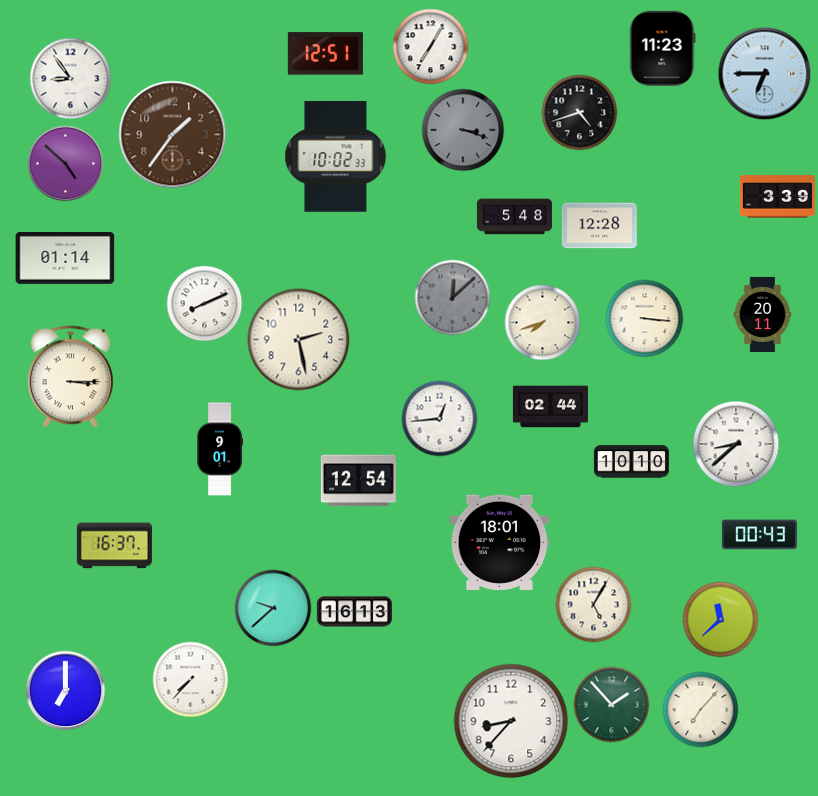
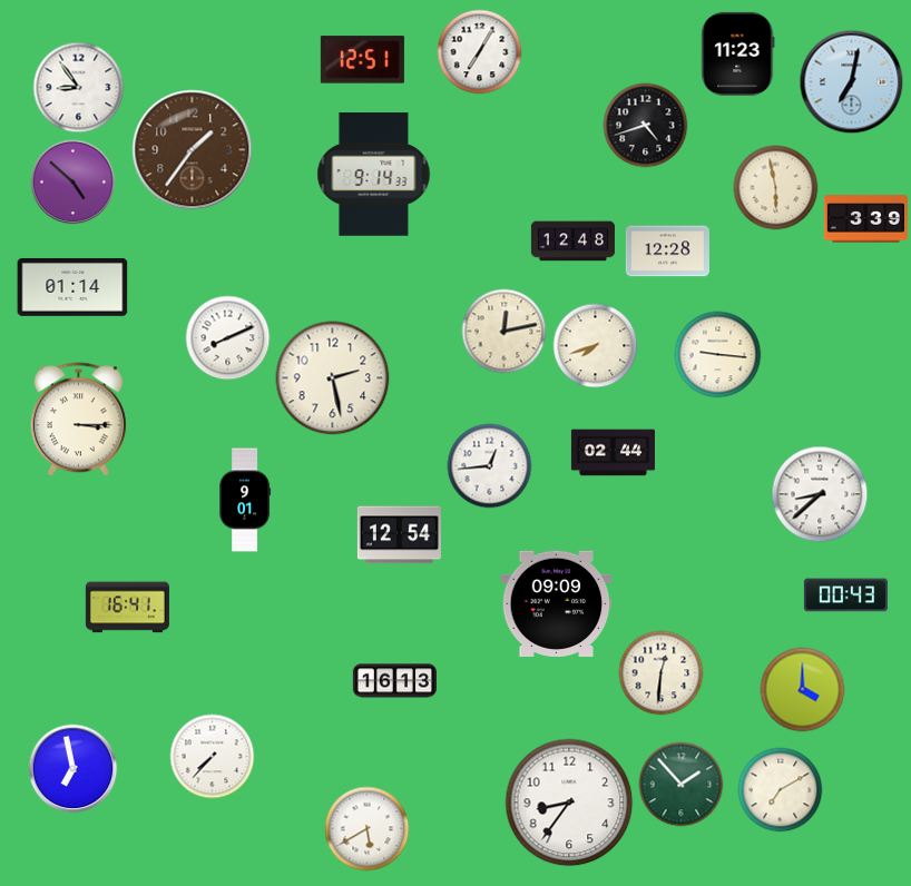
clock at (765, 74): 6:45 -> 7:02
clock at (463, 130): 3:18 -> none
clock at (336, 157): 10:02 -> 9:14
clock at (776, 188): none -> 5:58
clock at (514, 217): 5:48 -> 12:48
clock at (453, 298): 12:08 -> 12:13
clock at (453, 298) dial: grey -> cream
clock at (763, 314): 20:11 -> none
clock at (645, 319): 3:16 -> 9:16
clock at (543, 323) position: (543, 323) -> (596, 346)
clock at (631, 462): 10:10 -> none
clock at (500, 542): 18:01 -> 09:09
clock at (114, 546): 16:37 -> 16:41
clock at (594, 605): 5:05 -> 12:31
clock at (273, 608): 9:38 -> none
clock at (721, 620): 11:38 -> 4:00
clock at (66, 691): 7:00 -> 6:58
clock at (701, 710): 7:07 -> 7:10
clock at (511, 721): 8:37 -> 8:36
clock at (368, 829): none -> 5:40
